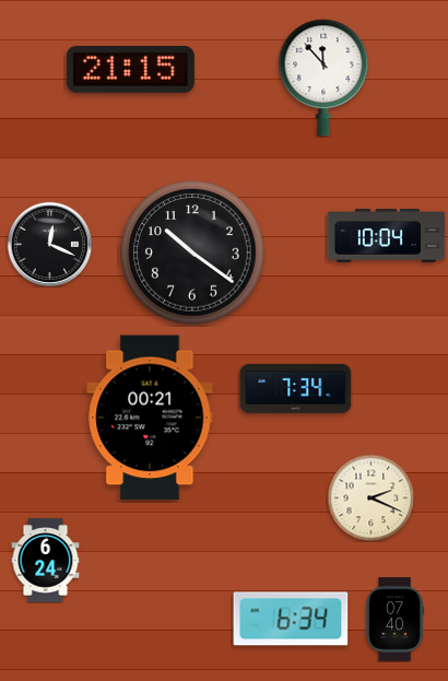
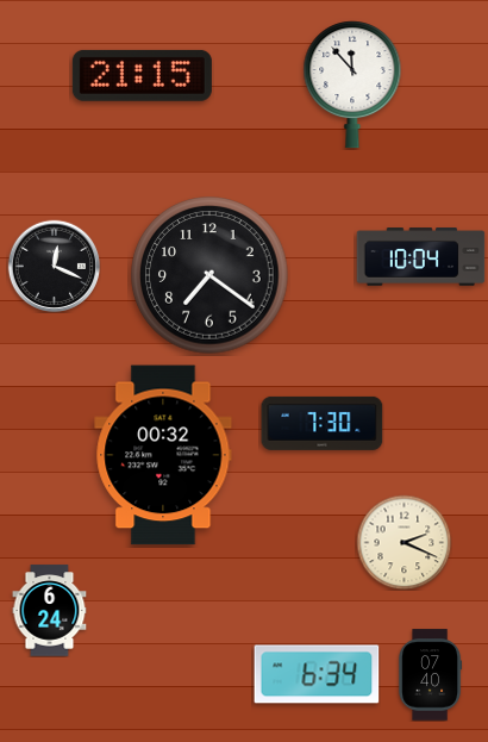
clock at (192, 253): 10:21 -> 7:21
clock at (296, 388): 7:34 -> 7:30
clock at (150, 418): 00:21 -> 00:32
